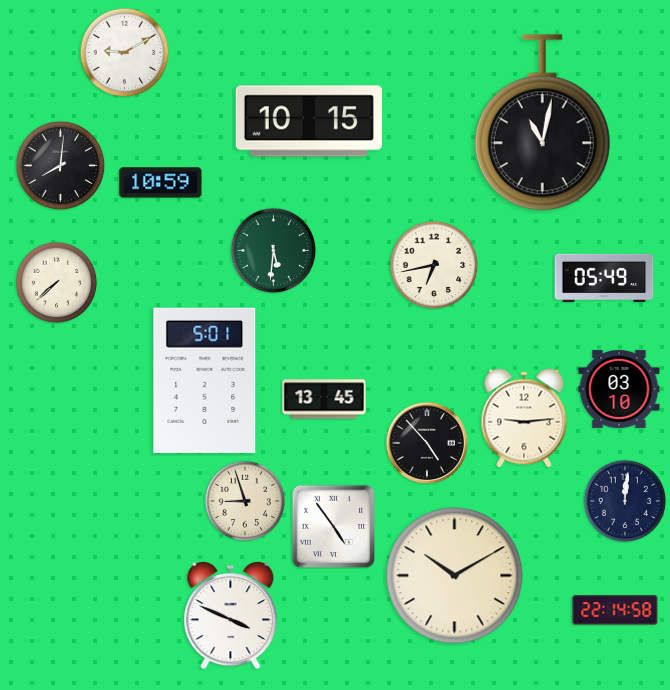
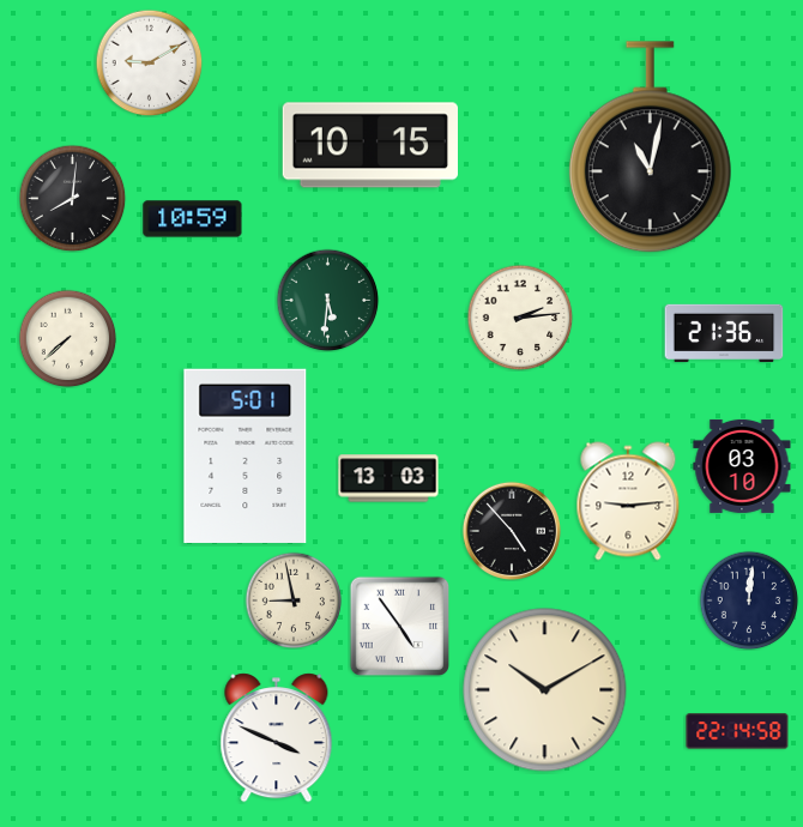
clock at (434, 265): 6:43 -> 2:14
clock at (604, 278): 05:49 -> 21:36
clock at (324, 399): 13:45 -> 13:03
clock at (245, 501): 8:57 -> 8:58
clock at (333, 526) position: (333, 526) -> (399, 626)
